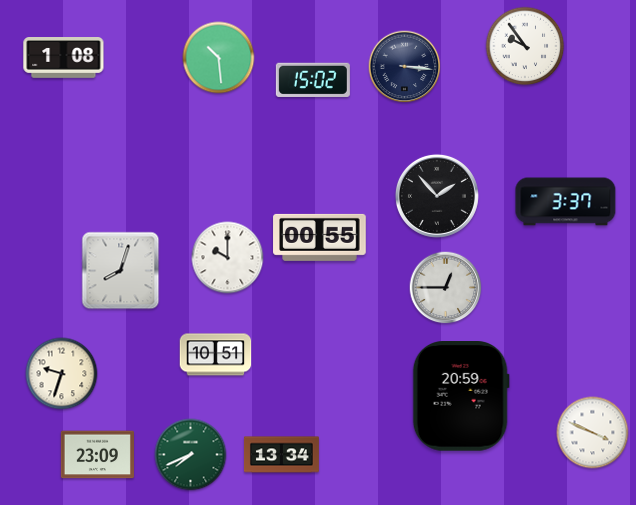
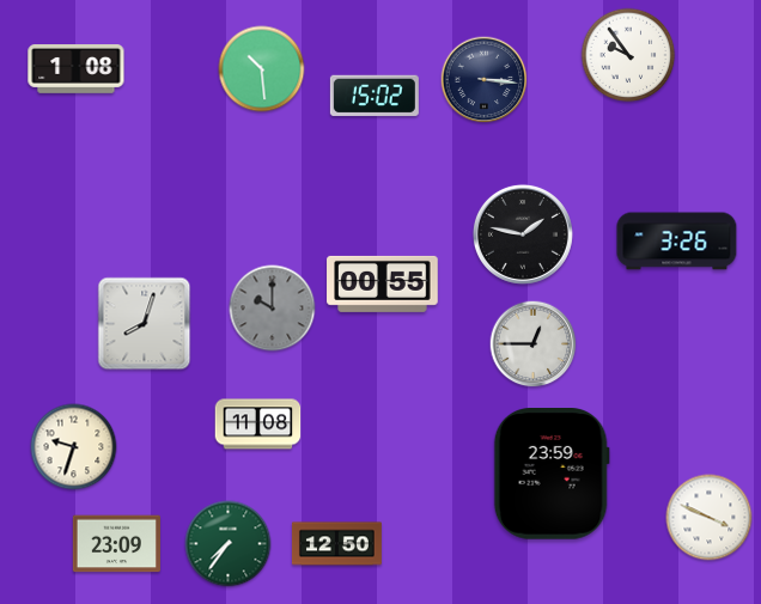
clock at (437, 196): 1:53 -> 1:47
clock at (566, 202): 3:37 -> 3:26
clock at (228, 258) dial: white -> grey
clock at (216, 355): 10:51 -> 11:08
clock at (461, 397): 20:59 -> 23:59
clock at (191, 455): 7:41 -> 7:36
clock at (281, 455): 13:34 -> 12:50
